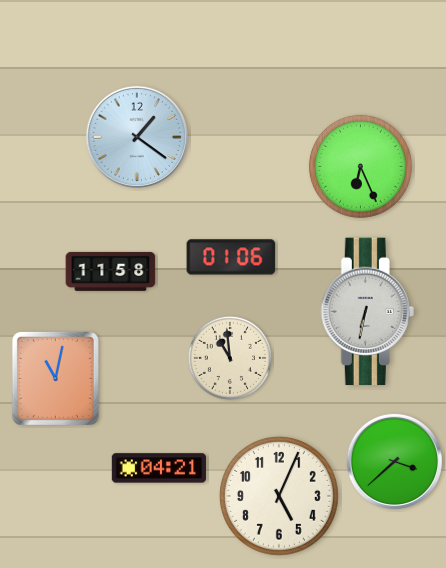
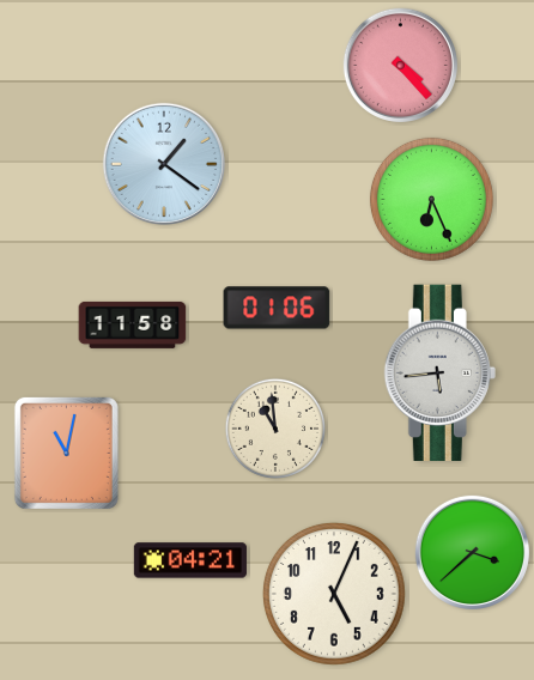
clock at (400, 65): none -> 4:23
clock at (367, 312): 6:32 -> 5:44
